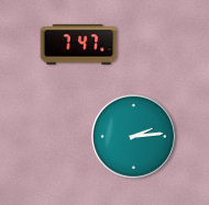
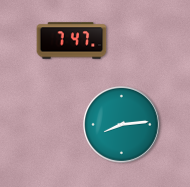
clock at (134, 137): 2:14 -> 8:14
